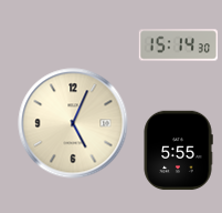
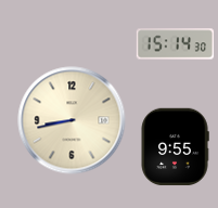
clock at (73, 123): 5:04 -> 8:43
clock at (178, 151): 5:55 -> 9:55
